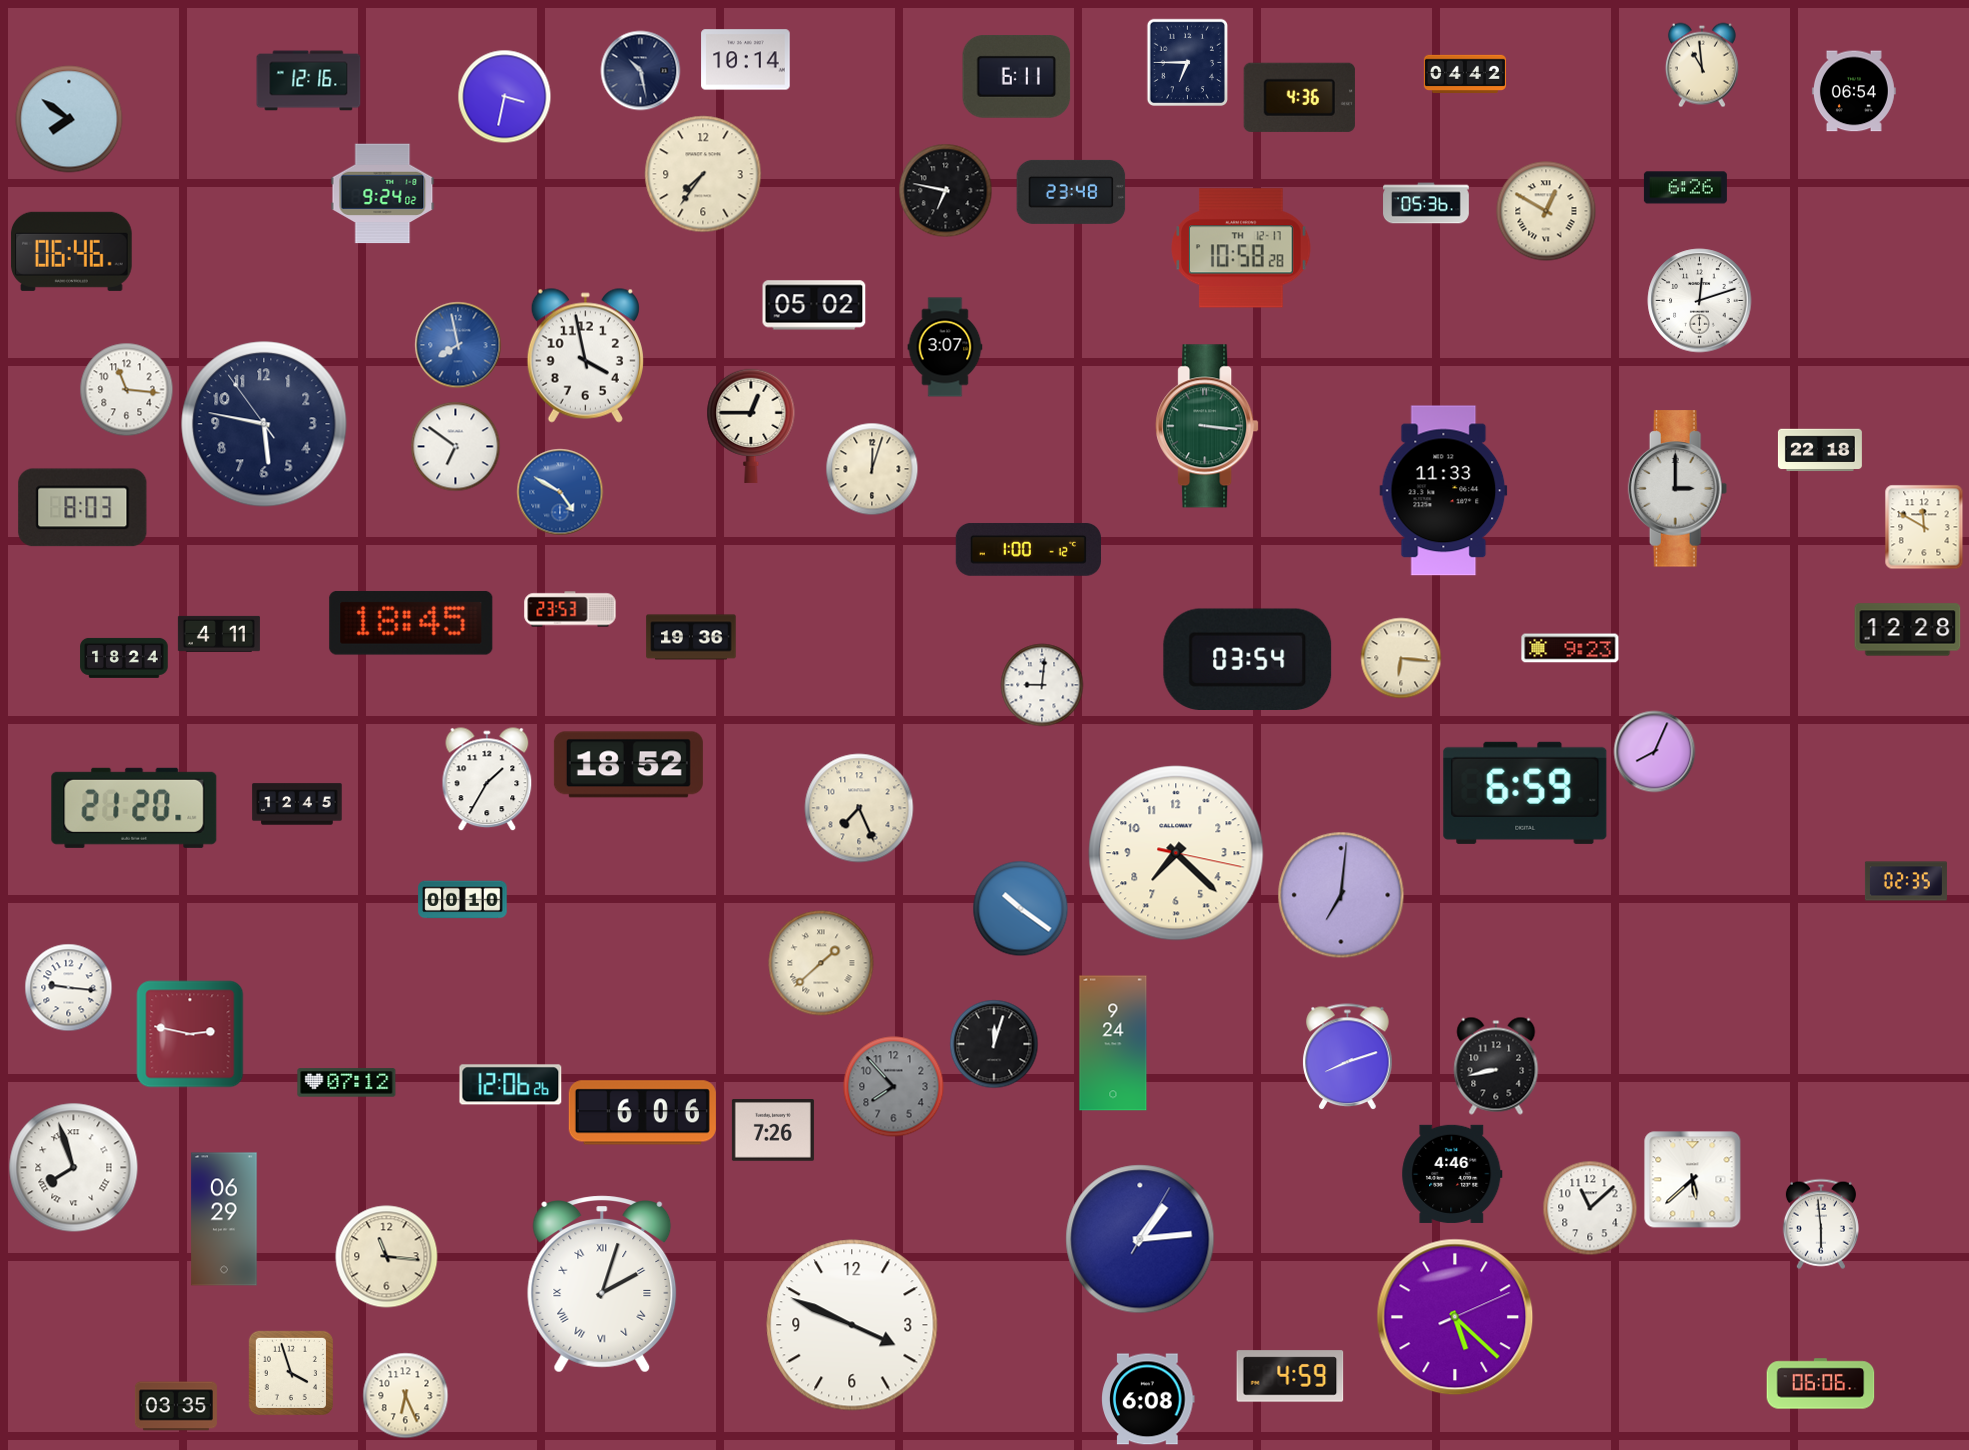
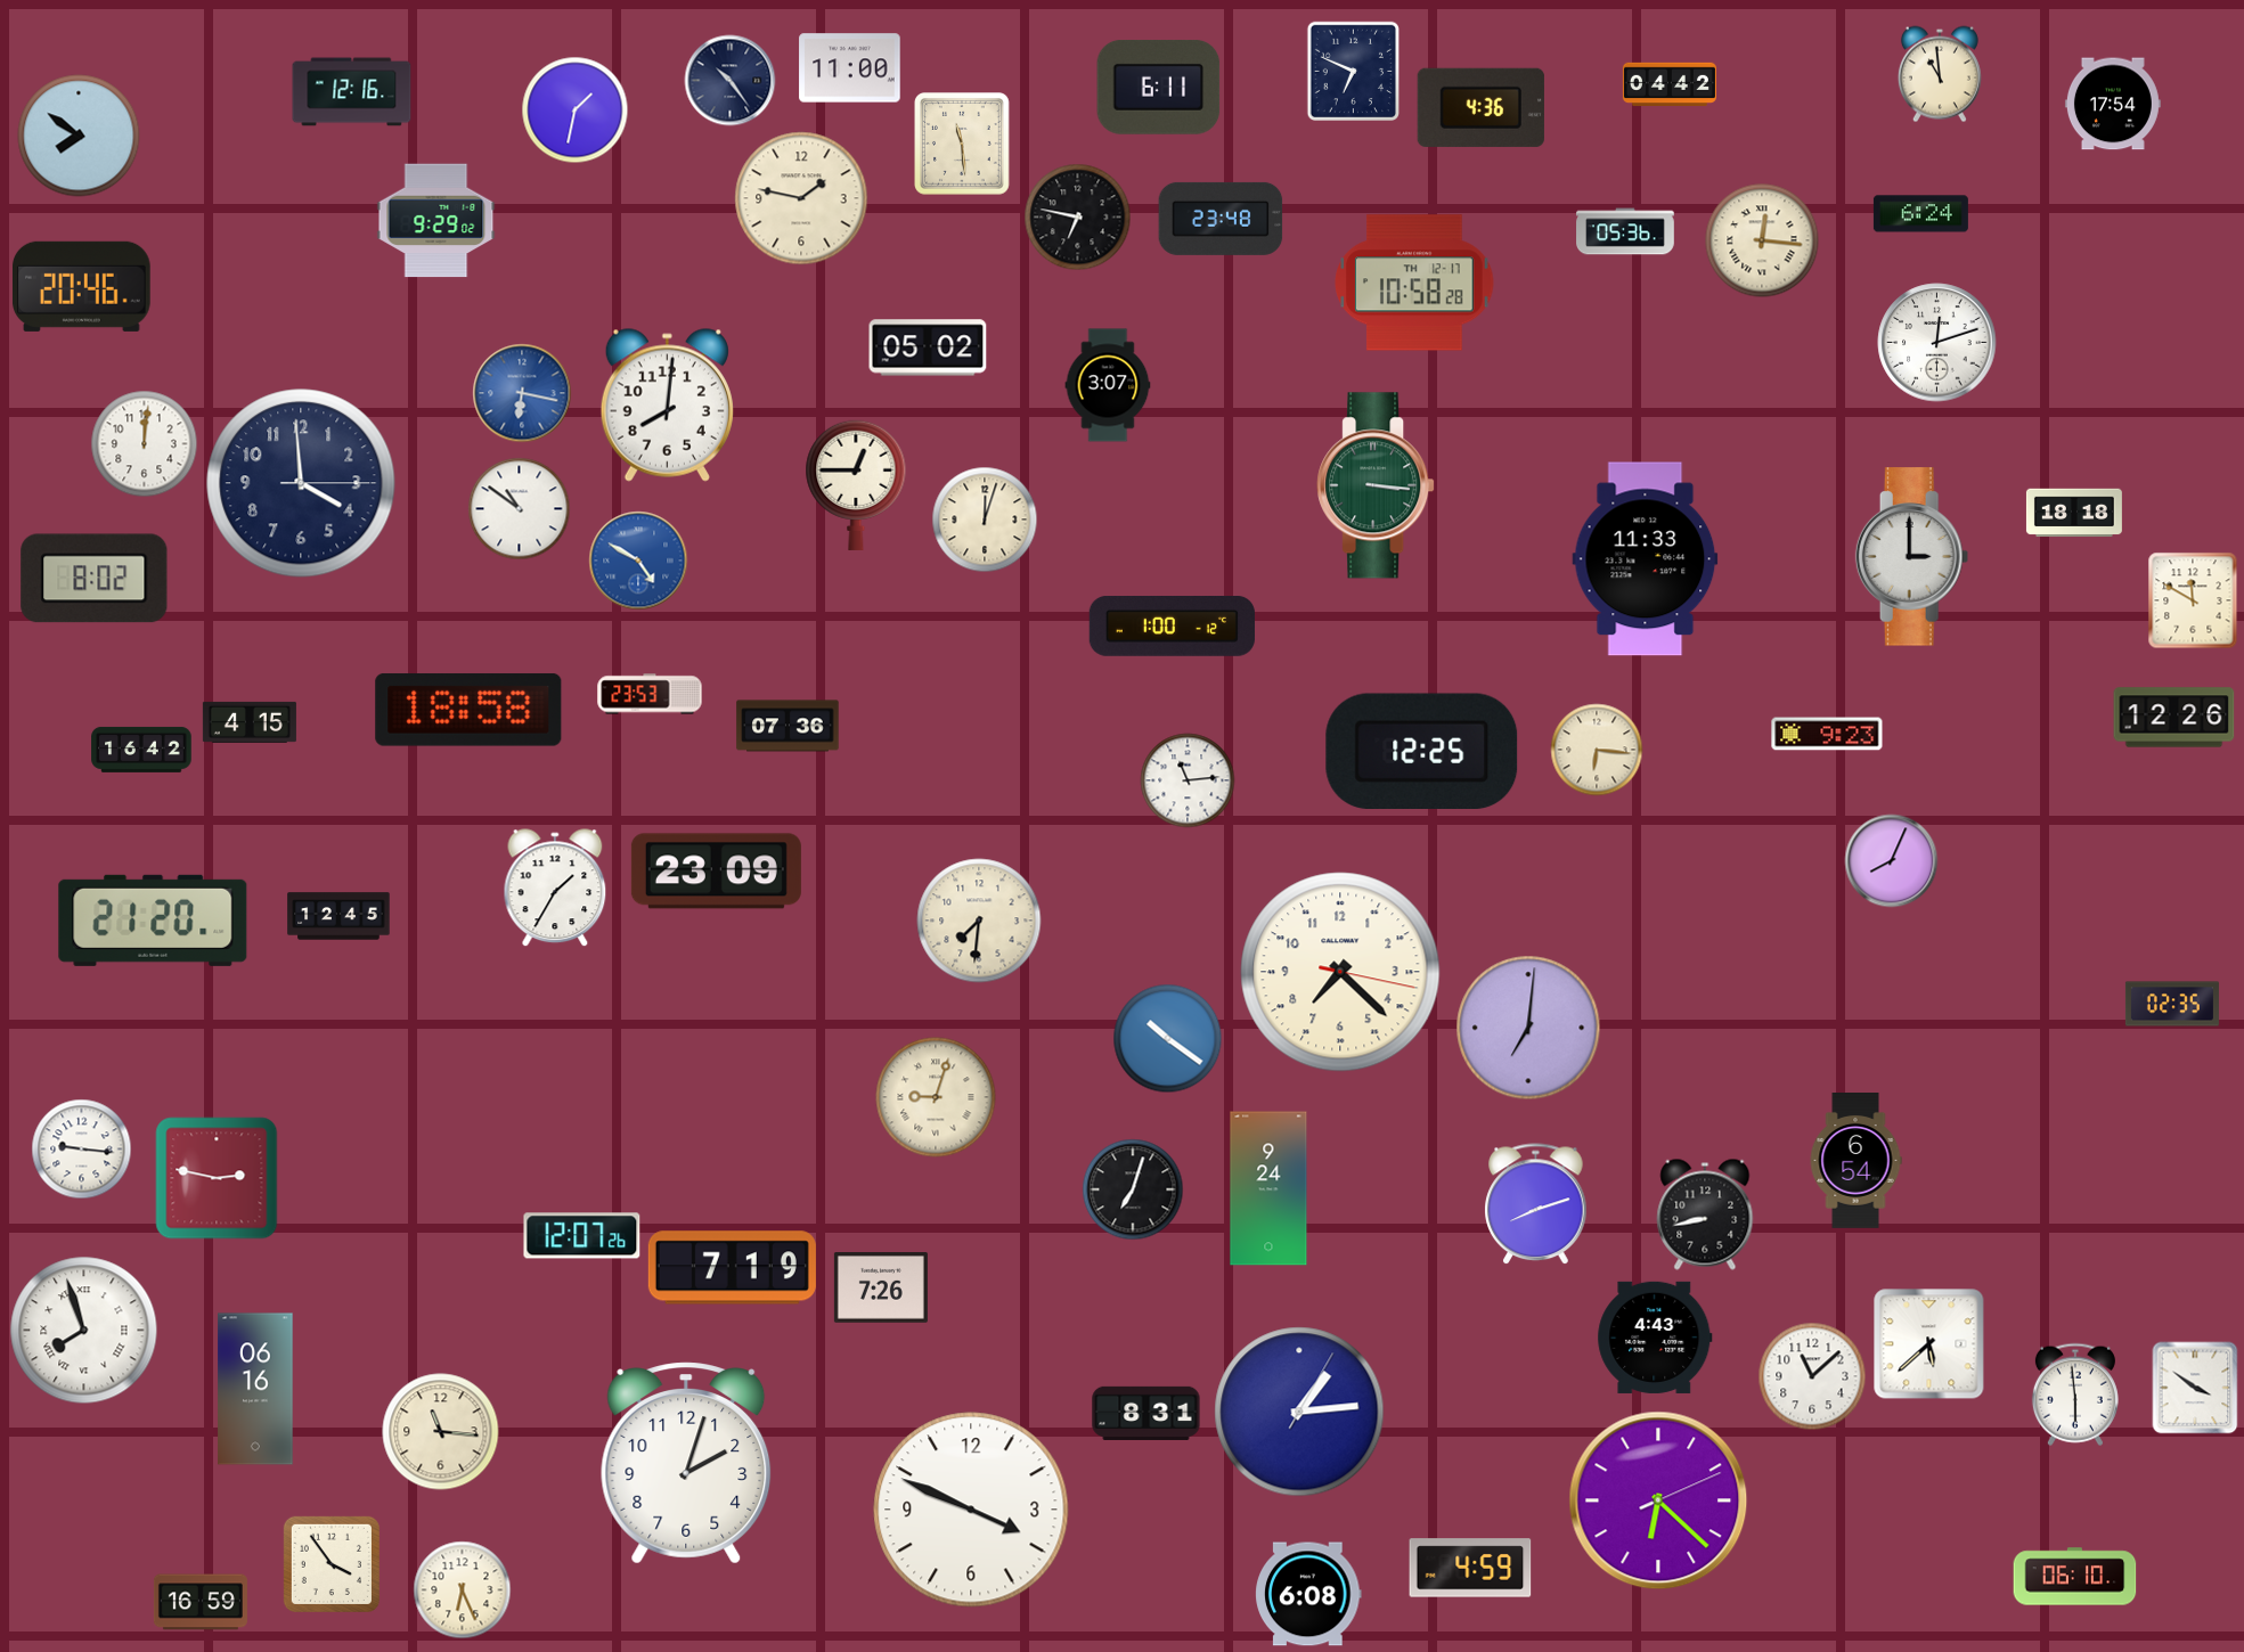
clock at (746, 60): 10:14 -> 11:00
clock at (1187, 62): 6:45 -> 6:49
clock at (641, 71): 10:28 -> 10:24
clock at (1854, 91): 06:54 -> 17:54
clock at (505, 97): 3:32 -> 1:32
clock at (1299, 97) position: (1299, 97) -> (1480, 107)
clock at (963, 145): none -> 11:29
clock at (703, 174): 7:36 -> 1:47
clock at (1685, 188): 6:26 -> 6:24
clock at (383, 194): 9:24 -> 9:29
clock at (1546, 211): 12:50 -> 12:16
clock at (72, 251): 06:46 -> 20:46
clock at (458, 345): 7:58 -> 6:17
clock at (945, 347) position: (945, 347) -> (1108, 385)
clock at (585, 355): 3:58 -> 8:01
clock at (127, 390): 11:16 -> 12:01
clock at (264, 424): 5:46 -> 3:59
clock at (456, 447): 6:51 -> 10:51
clock at (1820, 450): 22:18 -> 18:18
clock at (872, 469) position: (872, 469) -> (985, 520)
clock at (83, 508): 8:03 -> 8:02
clock at (411, 623): 18:45 -> 18:58
clock at (1908, 630): 12:28 -> 12:26
clock at (219, 634): 4:11 -> 4:15
clock at (691, 637): 19:36 -> 07:36
clock at (1570, 648) position: (1570, 648) -> (1827, 734)
clock at (124, 658): 18:24 -> 16:42
clock at (1248, 659): 03:54 -> 12:25
clock at (1042, 685): 9:01 -> 11:14
clock at (1655, 752) position: (1655, 752) -> (1892, 861)
clock at (628, 765): 18:52 -> 23:09
clock at (1525, 793): 6:59 -> none
clock at (859, 808): 7:26 -> 7:31
clock at (1341, 895) position: (1341, 895) -> (1528, 1028)
clock at (463, 900): 00:10 -> none
clock at (1021, 909) position: (1021, 909) -> (1168, 1039)
clock at (821, 963): 1:38 -> 9:03
clock at (69, 988) position: (69, 988) -> (82, 1150)
clock at (1855, 1161): none -> 6:54
clock at (994, 1044): 12:03 -> 7:03
clock at (347, 1083): 07:12 -> none
clock at (511, 1085): 12:06 -> 12:07
clock at (894, 1087): 7:53 -> none
clock at (642, 1113): 6:06 -> 7:19
clock at (1452, 1174): 4:46 -> 4:43
clock at (2195, 1388): none -> 3:51
clock at (224, 1219): 06:29 -> 06:16
clock at (1147, 1413): none -> 8:31
clock at (602, 1284) numerals: Roman -> Arabic
clock at (1455, 1317): 5:22 -> 6:22
clock at (291, 1373): 3:57 -> 3:54
clock at (1821, 1384): 06:06 -> 06:10
clock at (176, 1406): 03:35 -> 16:59
